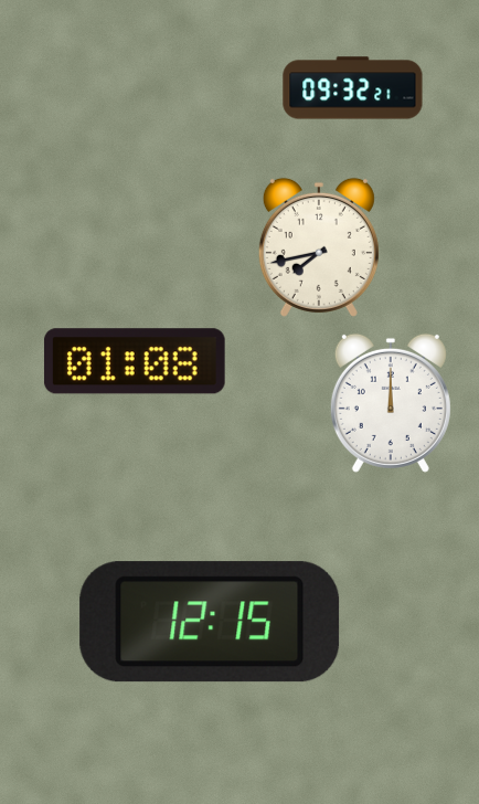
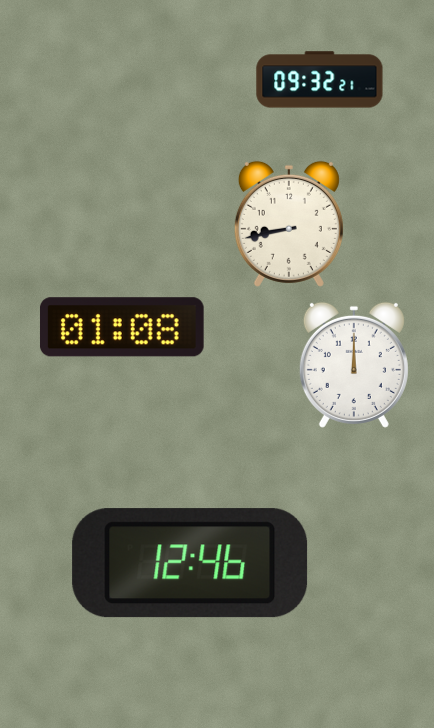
clock at (319, 247): 7:43 -> 8:43
clock at (210, 622): 12:15 -> 12:46
